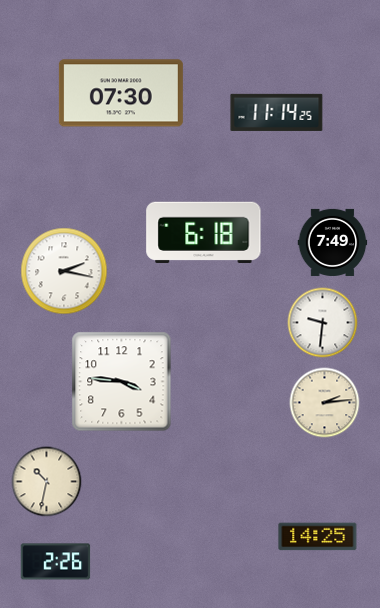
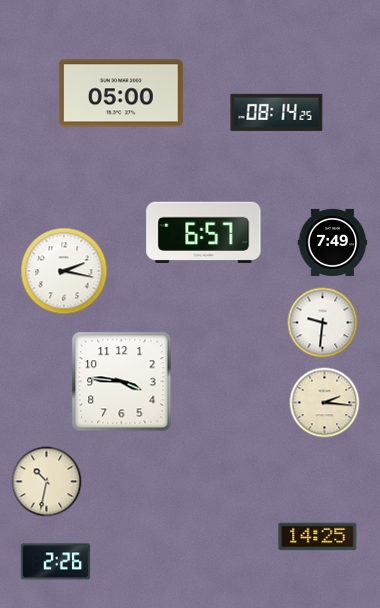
clock at (121, 93): 07:30 -> 05:00
clock at (277, 112): 11:14 -> 08:14
clock at (204, 232): 6:18 -> 6:57
clock at (325, 403): 2:14 -> 2:16
